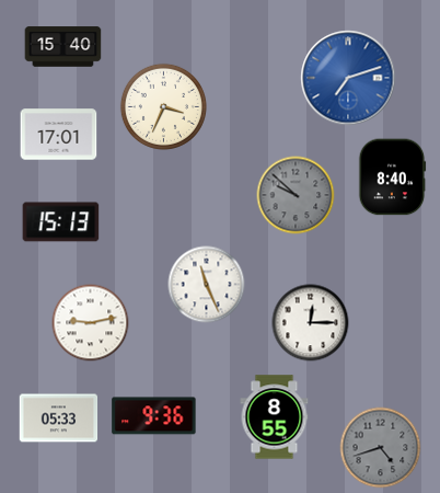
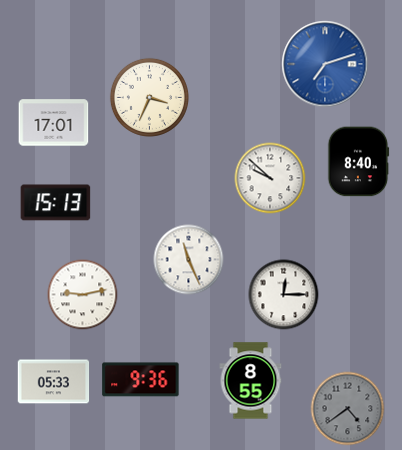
clock at (63, 47): 15:40 -> none
clock at (348, 78) position: (348, 78) -> (325, 64)
clock at (296, 195) dial: grey -> white
clock at (381, 448): 4:42 -> 4:39
